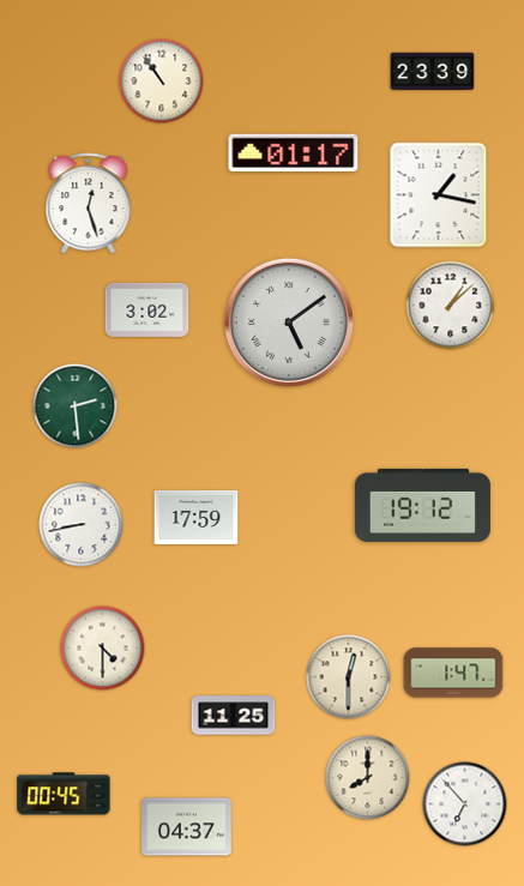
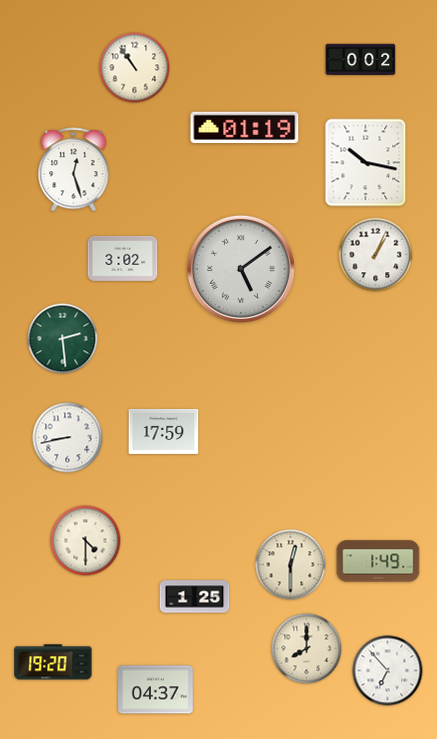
clock at (433, 72): 23:39 -> 0:02
clock at (294, 152): 01:17 -> 01:19
clock at (439, 195): 1:17 -> 10:17
clock at (451, 306): 1:08 -> 1:04
clock at (422, 505): 19:12 -> none
clock at (453, 673): 1:47 -> 1:49
clock at (234, 716): 11:25 -> 1:25
clock at (64, 794): 00:45 -> 19:20
